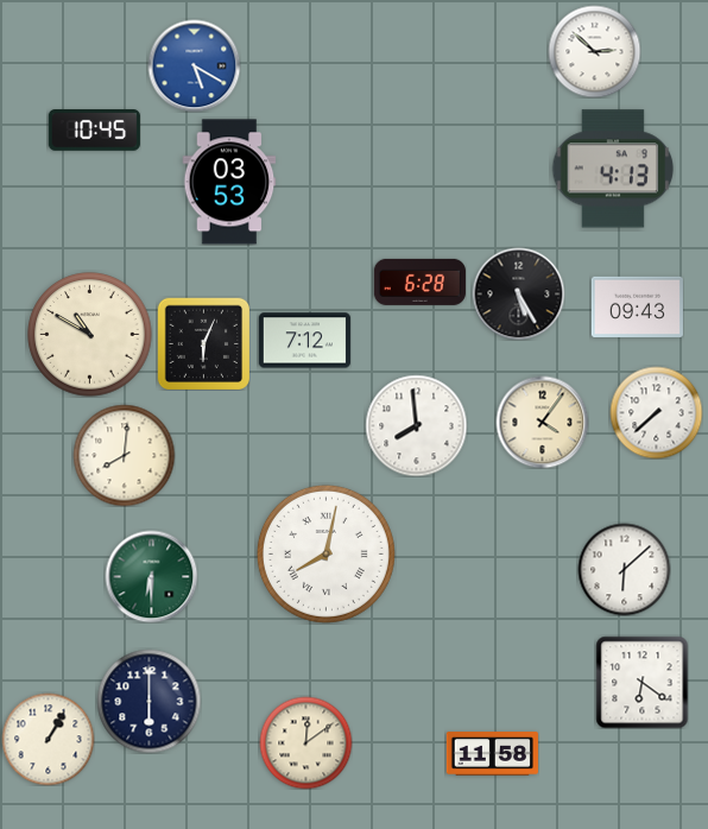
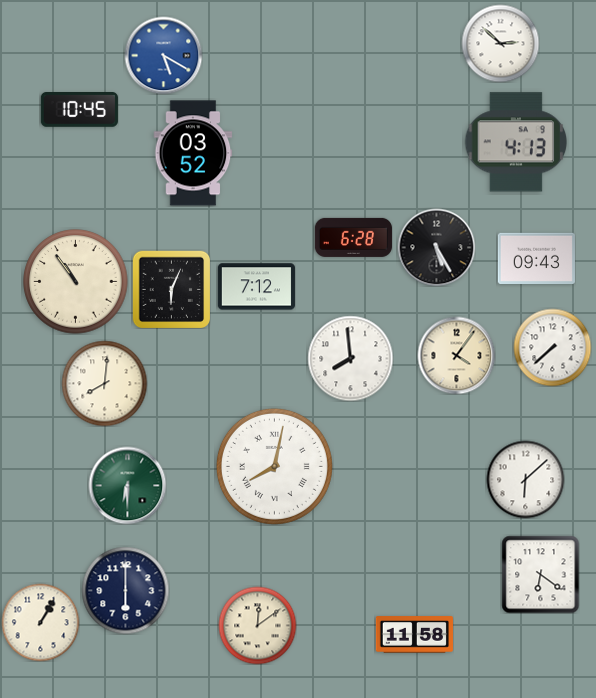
clock at (229, 182): 03:53 -> 03:52
clock at (90, 335): 10:50 -> 10:54
